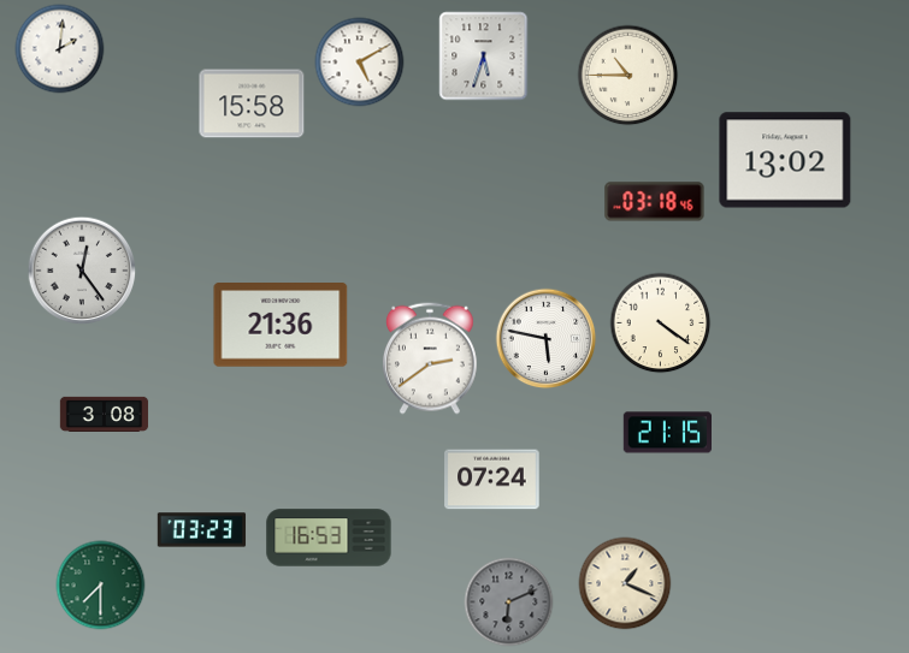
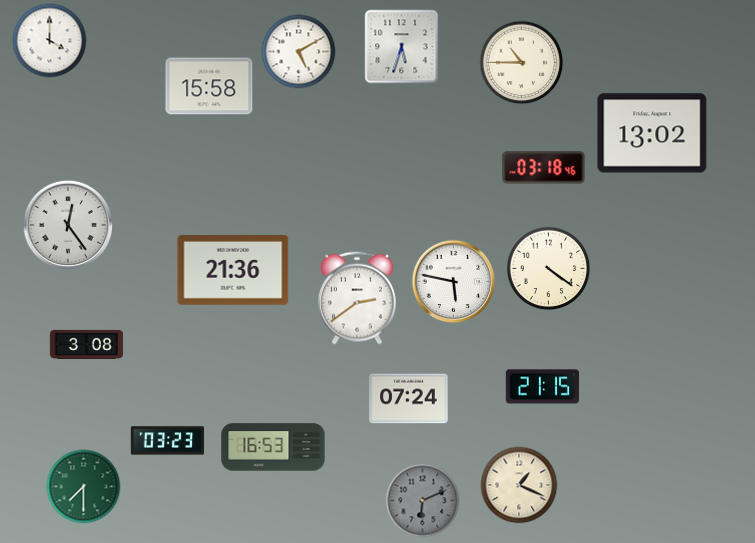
clock at (60, 49): 2:01 -> 4:00
clock at (667, 433) position: (667, 433) -> (542, 387)
